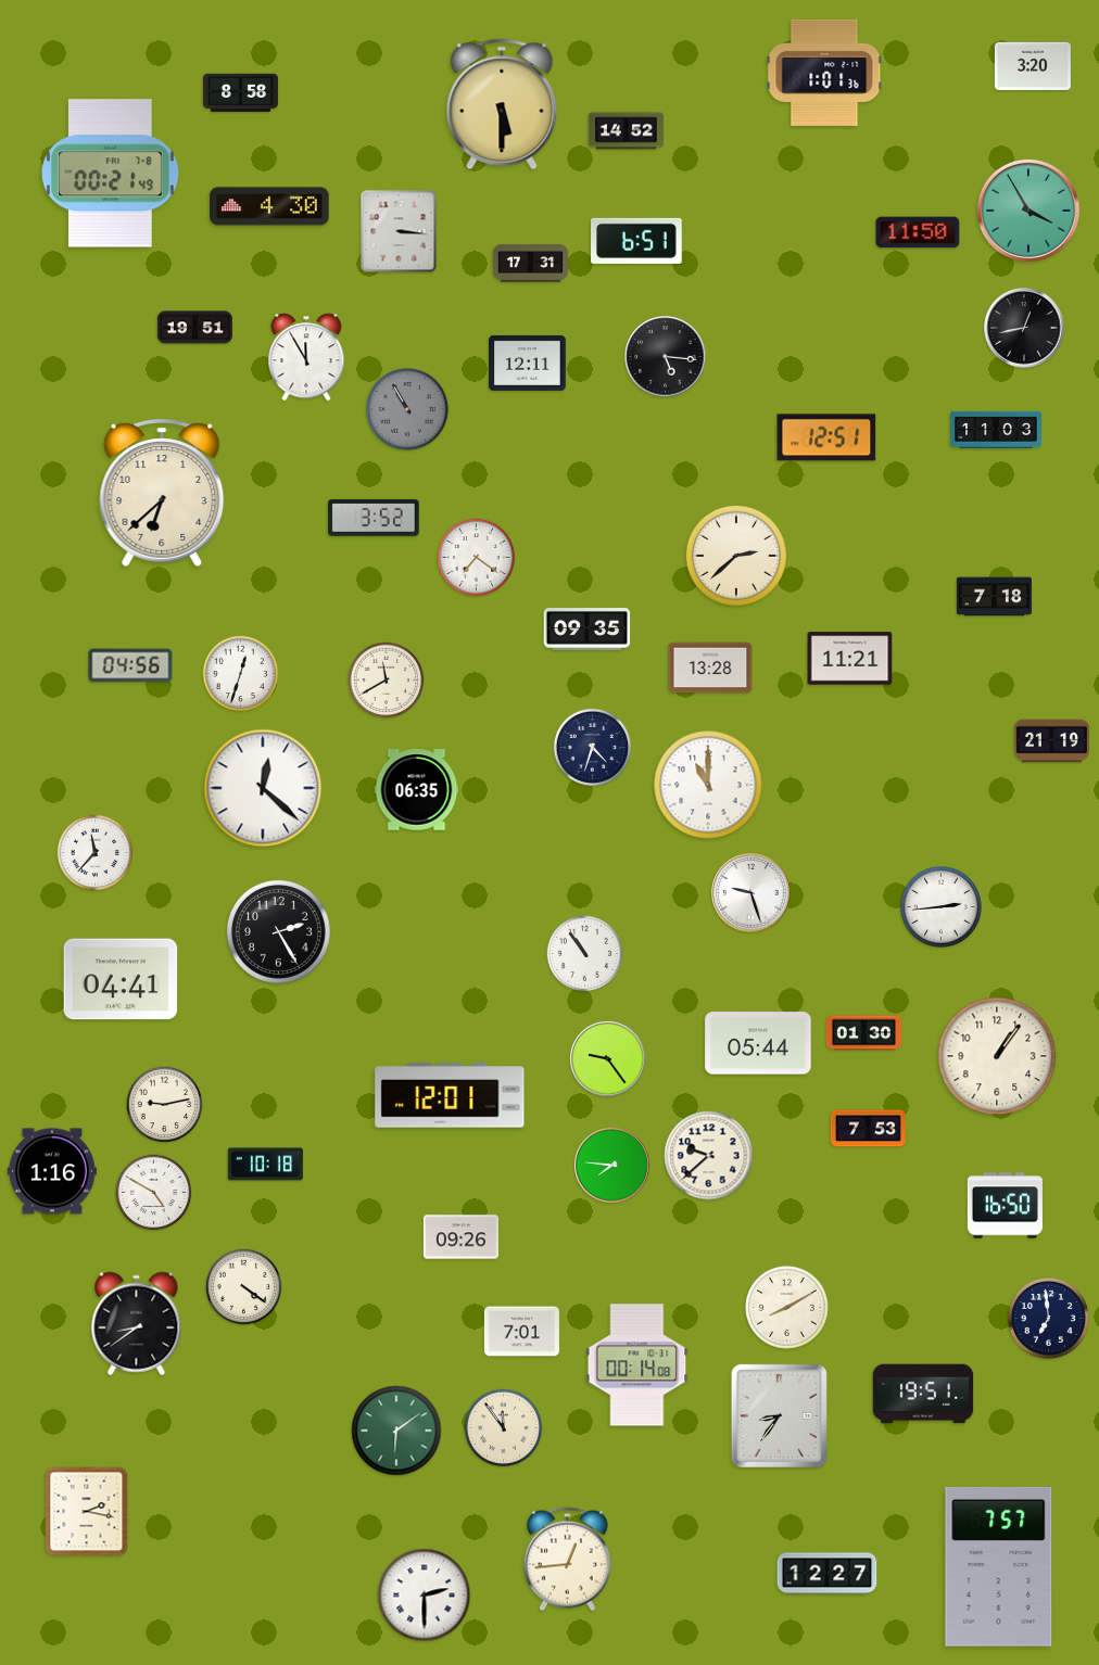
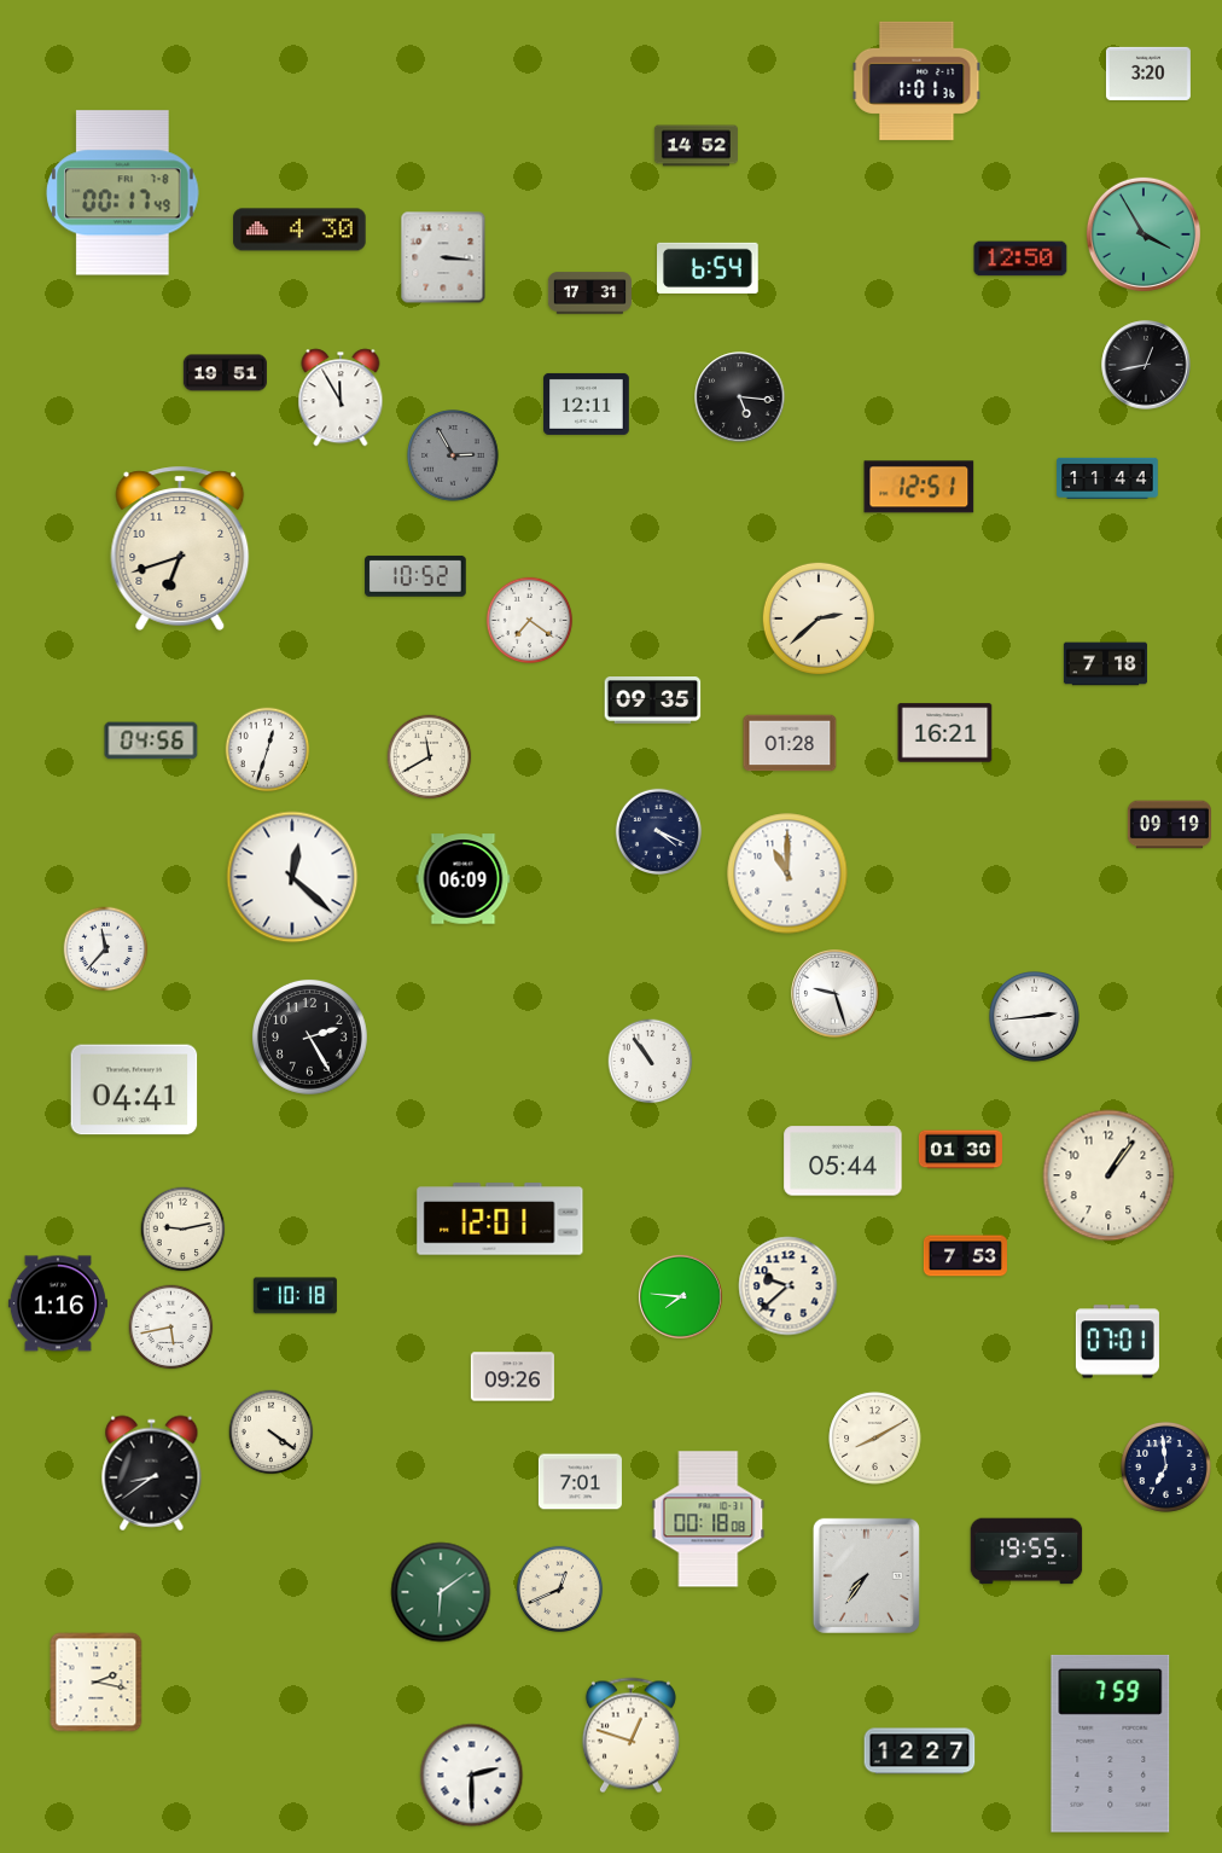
clock at (240, 93): 8:58 -> none
clock at (502, 104): 5:30 -> none
clock at (111, 174): 00:21 -> 00:17
clock at (918, 232): 11:50 -> 12:50
clock at (636, 241): 6:51 -> 6:54
clock at (194, 328) position: (194, 328) -> (225, 373)
clock at (1024, 328) position: (1024, 328) -> (1146, 365)
clock at (407, 409): 10:55 -> 2:55
clock at (996, 430): 11:03 -> 11:44
clock at (162, 493): 6:38 -> 6:42
clock at (374, 518): 3:52 -> 10:52
clock at (850, 659): 11:21 -> 16:21
clock at (130, 665) position: (130, 665) -> (151, 740)
clock at (710, 668): 13:28 -> 01:28
clock at (1051, 741): 21:19 -> 09:19
clock at (593, 748): 4:33 -> 4:19
clock at (417, 790): 06:35 -> 06:09
clock at (942, 907) position: (942, 907) -> (1035, 1017)
clock at (607, 1058): 9:24 -> none
clock at (154, 1193): 4:50 -> 5:43
clock at (1005, 1206): 16:50 -> 07:01
clock at (787, 1308) position: (787, 1308) -> (875, 1439)
clock at (637, 1365): 00:14 -> 00:18
clock at (923, 1394): 19:51 -> 19:55
clock at (779, 1415): 8:36 -> 7:36
clock at (504, 1428): 11:54 -> 12:41
clock at (567, 1560): 12:44 -> 12:48
clock at (999, 1566): 7:57 -> 7:59
